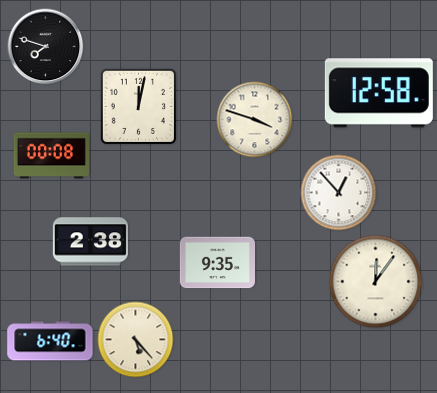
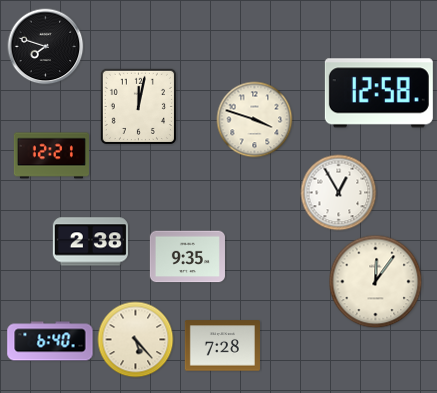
clock at (51, 156): 00:08 -> 12:21
clock at (339, 193): 12:53 -> 12:55
clock at (217, 263) position: (217, 263) -> (187, 257)
clock at (222, 346): none -> 7:28
